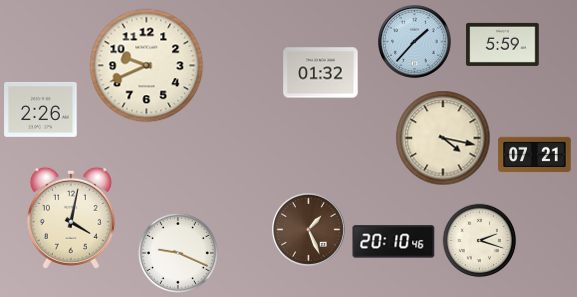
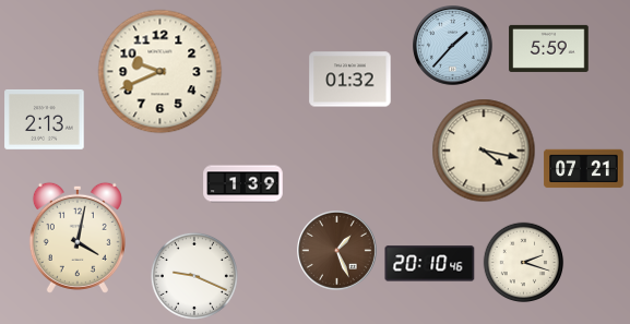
clock at (41, 109): 2:26 -> 2:13
clock at (243, 184): none -> 1:39
